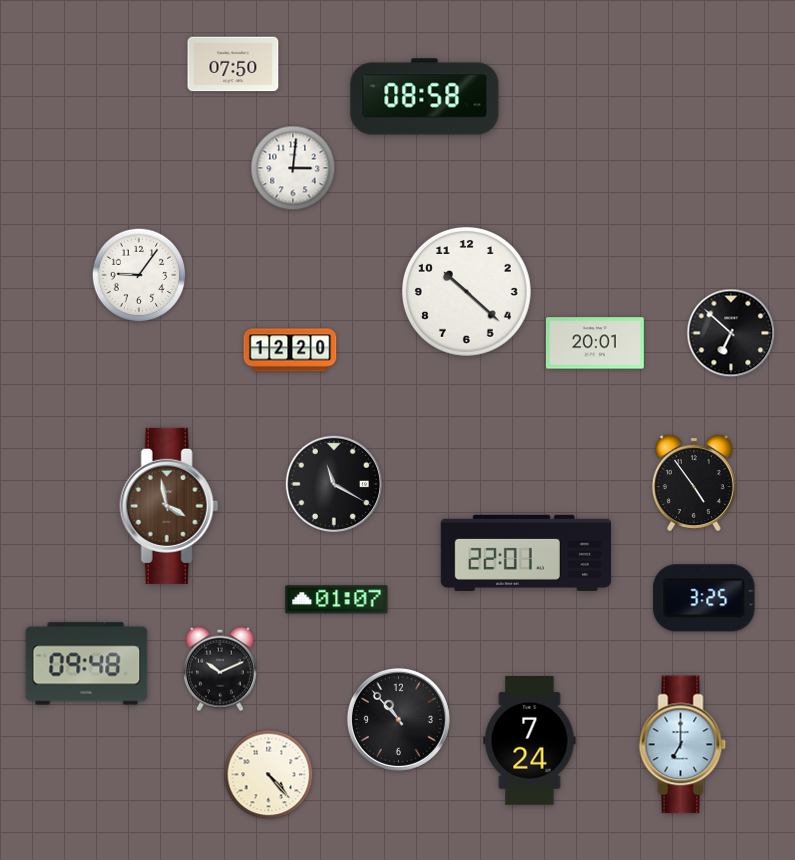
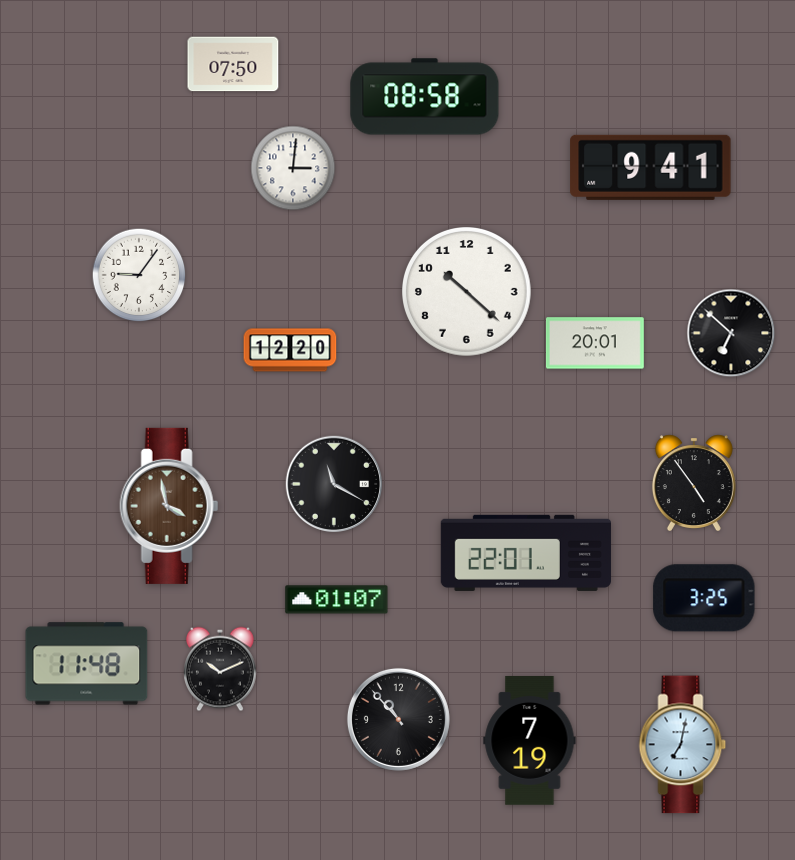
clock at (651, 167): none -> 9:41
clock at (87, 664): 09:48 -> 11:48
clock at (530, 741): 7:24 -> 7:19
clock at (683, 745): 7:00 -> 7:02
clock at (269, 775): 4:23 -> none
